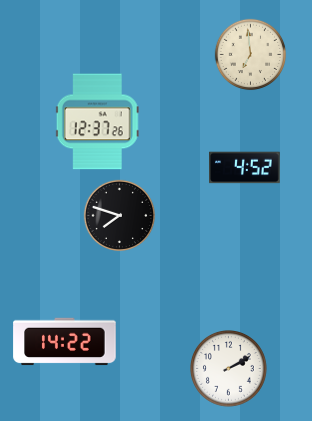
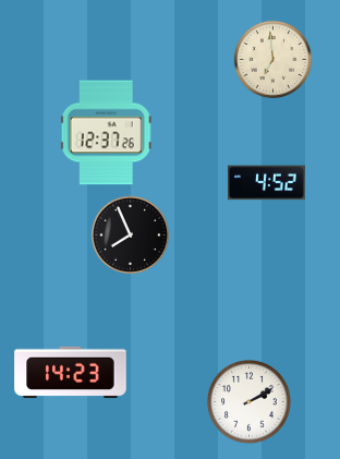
clock at (120, 216): 7:48 -> 7:56
clock at (65, 342): 14:22 -> 14:23
